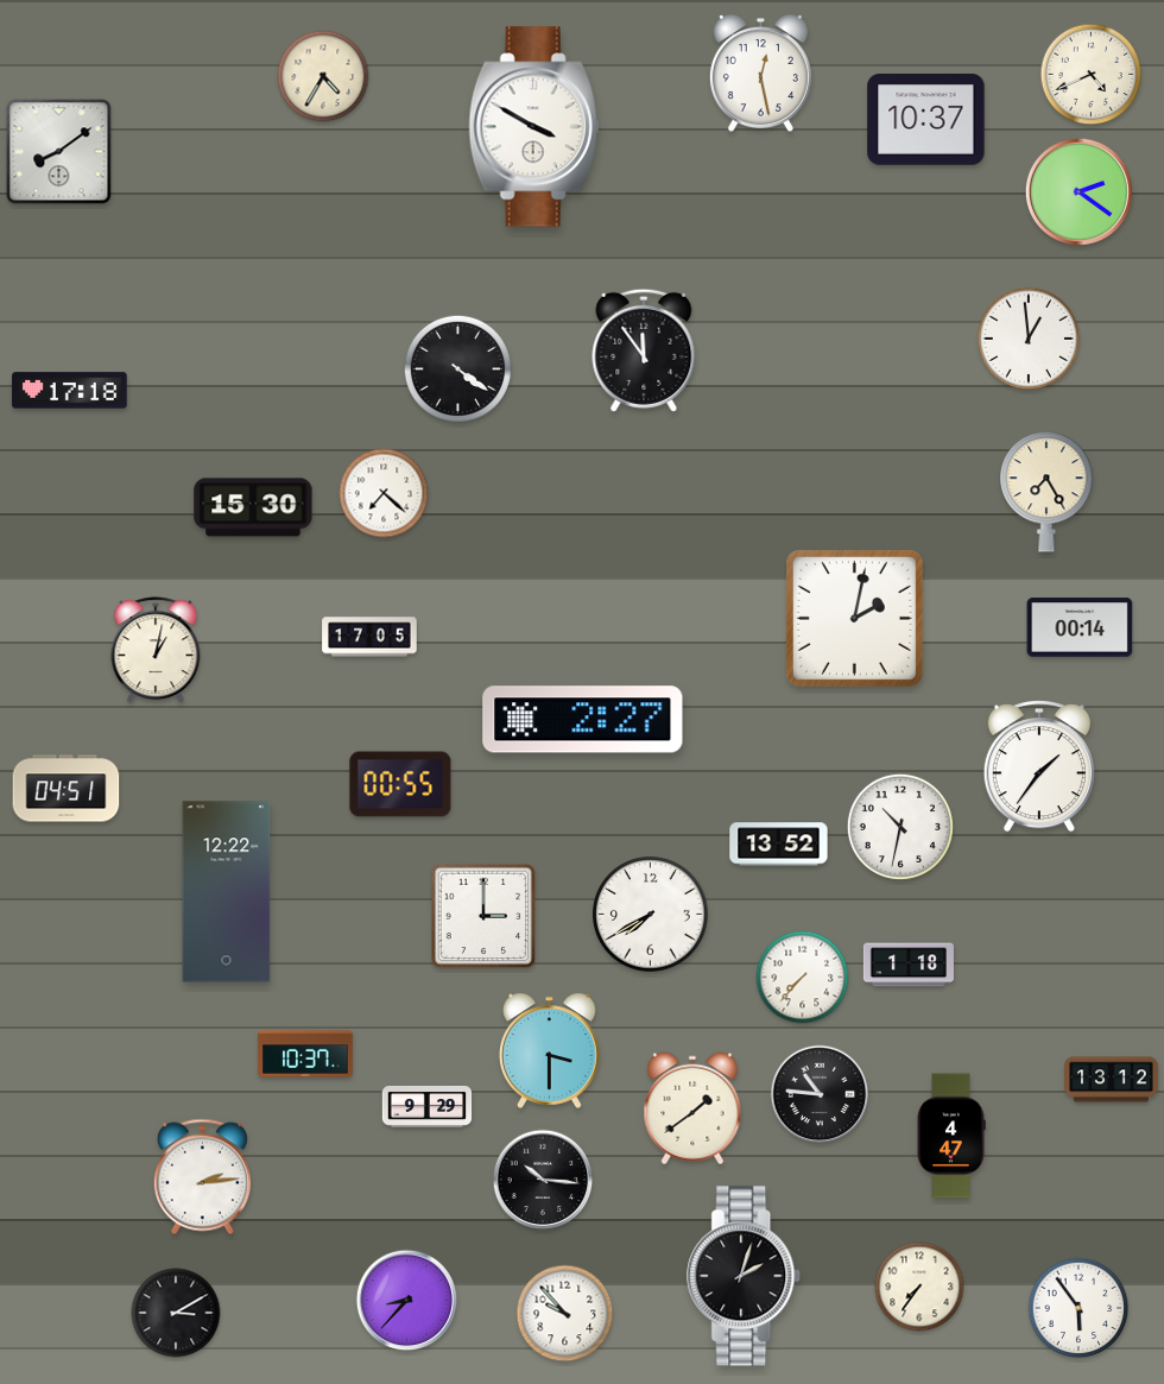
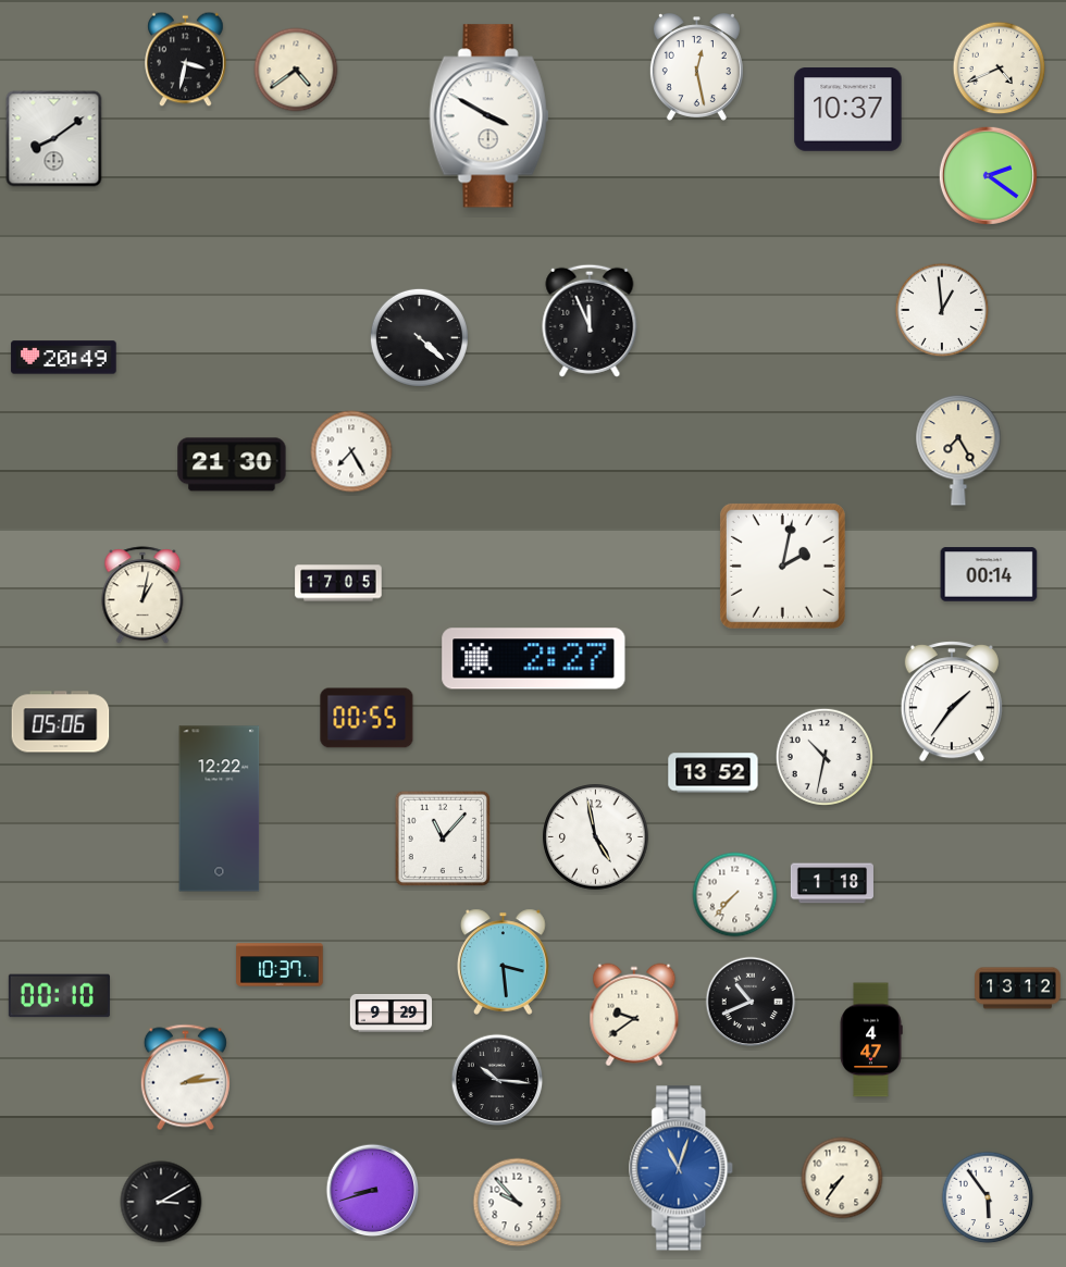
clock at (186, 60): none -> 3:32
clock at (323, 76): 4:35 -> 4:39
clock at (644, 350): 11:54 -> 11:56
clock at (457, 368): 4:21 -> 4:22
clock at (70, 391): 17:18 -> 20:49
clock at (384, 493): 7:22 -> 7:25
clock at (253, 507): 15:30 -> 21:30
clock at (67, 789): 04:51 -> 05:06
clock at (227, 892) position: (227, 892) -> (220, 809)
clock at (651, 915): 7:40 -> 4:58
clock at (483, 916): 3:00 -> 11:07
clock at (550, 1050): 3:30 -> 3:29
clock at (59, 996): none -> 00:10
clock at (820, 1094): 10:46 -> 10:41
clock at (692, 1108): 1:39 -> 9:39
clock at (745, 1276): 2:03 -> 11:03
clock at (745, 1276) dial: black -> blue
clock at (407, 1301): 8:37 -> 8:42
